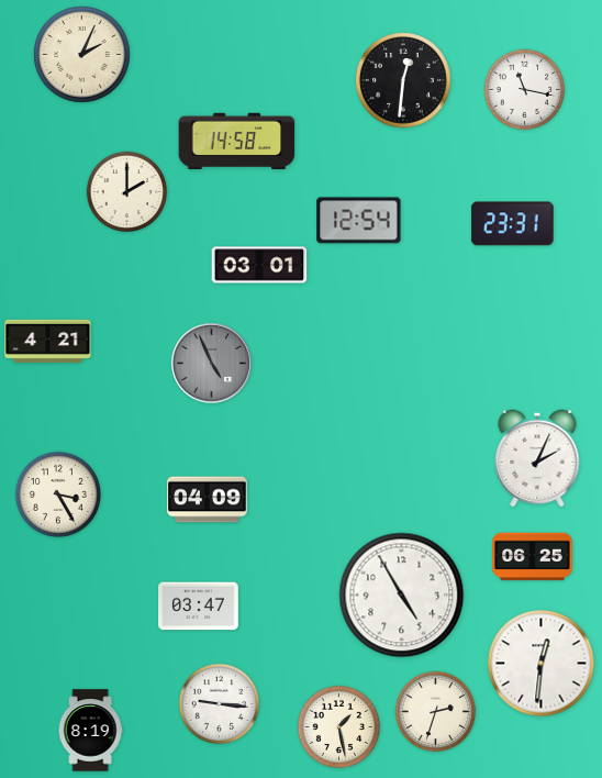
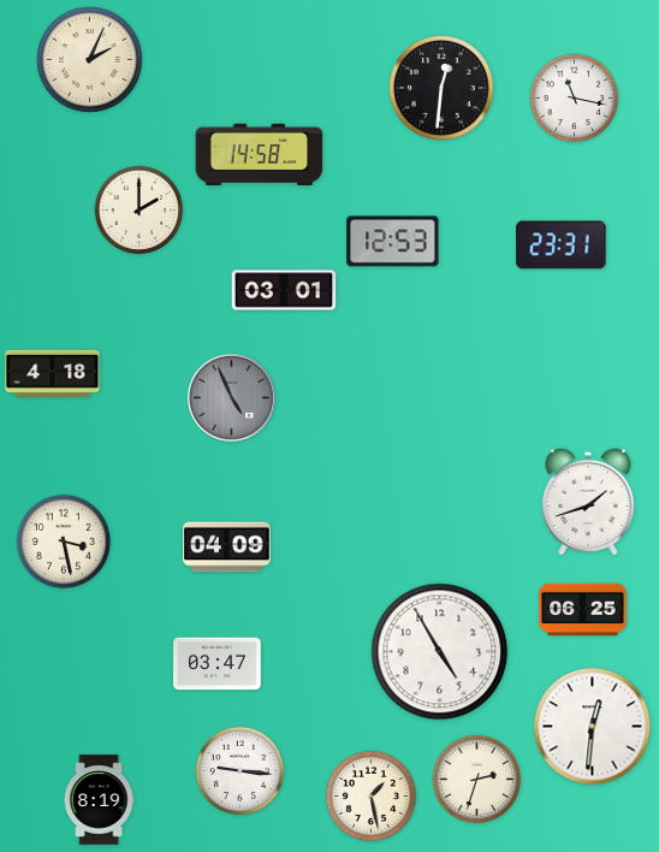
clock at (359, 221): 12:54 -> 12:53
clock at (48, 341): 4:21 -> 4:18
clock at (537, 458): 2:04 -> 1:42
clock at (58, 494): 3:25 -> 3:28
